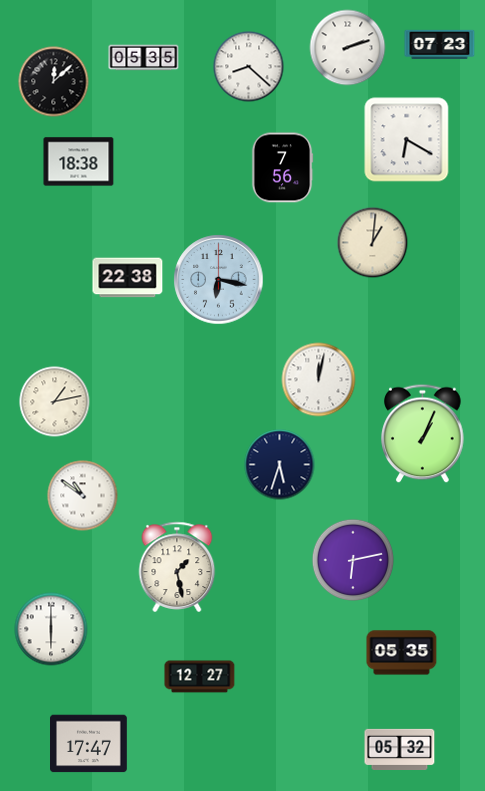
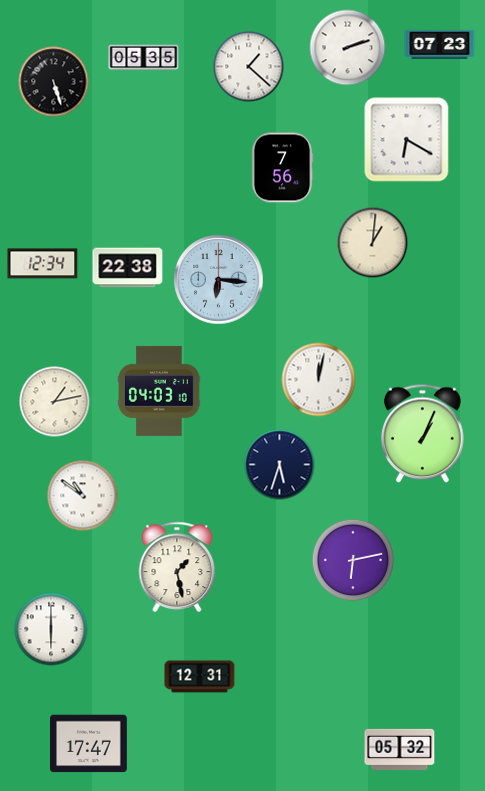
clock at (249, 67): 8:22 -> 1:22
clock at (54, 82): 12:08 -> 5:27
clock at (79, 162): 18:38 -> none
clock at (43, 264): none -> 12:34
clock at (128, 278) position: (128, 278) -> (128, 268)
clock at (219, 280): 6:17 -> 6:16
clock at (160, 391): none -> 04:03
clock at (402, 653): 05:35 -> none
clock at (200, 677): 12:27 -> 12:31
